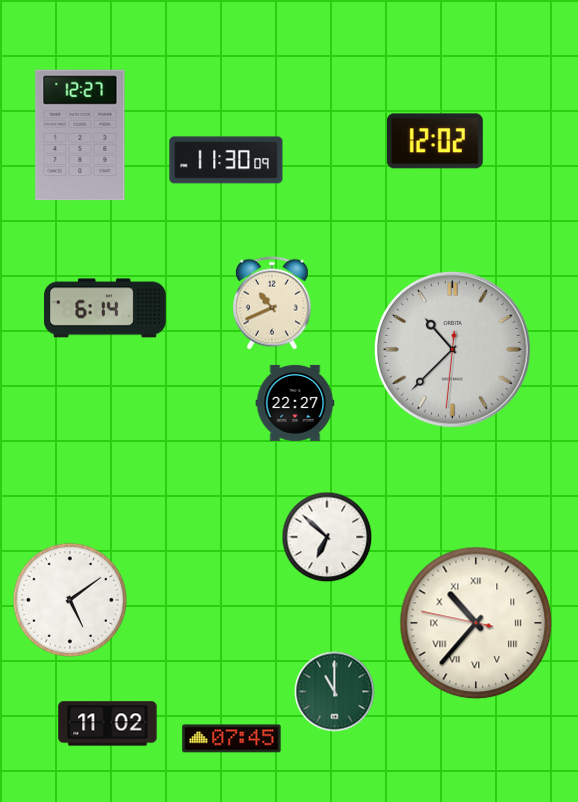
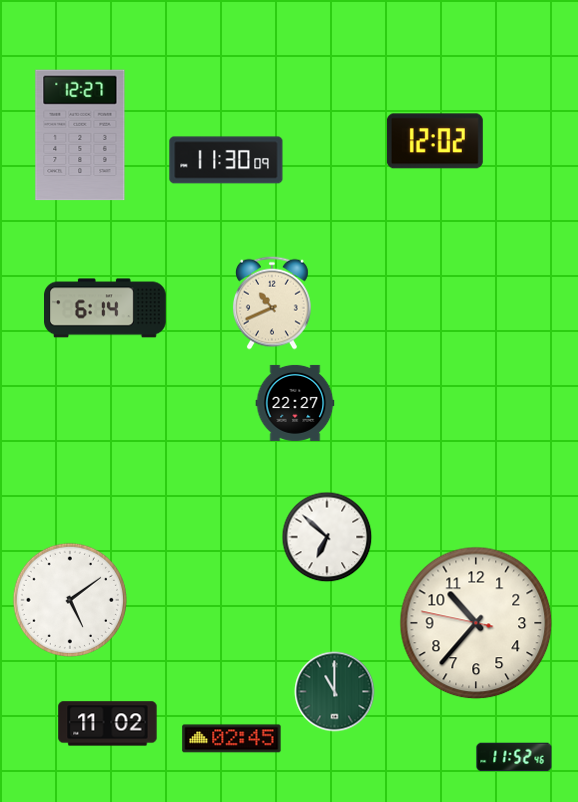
clock at (453, 350): 10:37 -> none
clock at (476, 623) numerals: Roman -> Arabic
clock at (232, 739): 07:45 -> 02:45
clock at (514, 757): none -> 11:52
